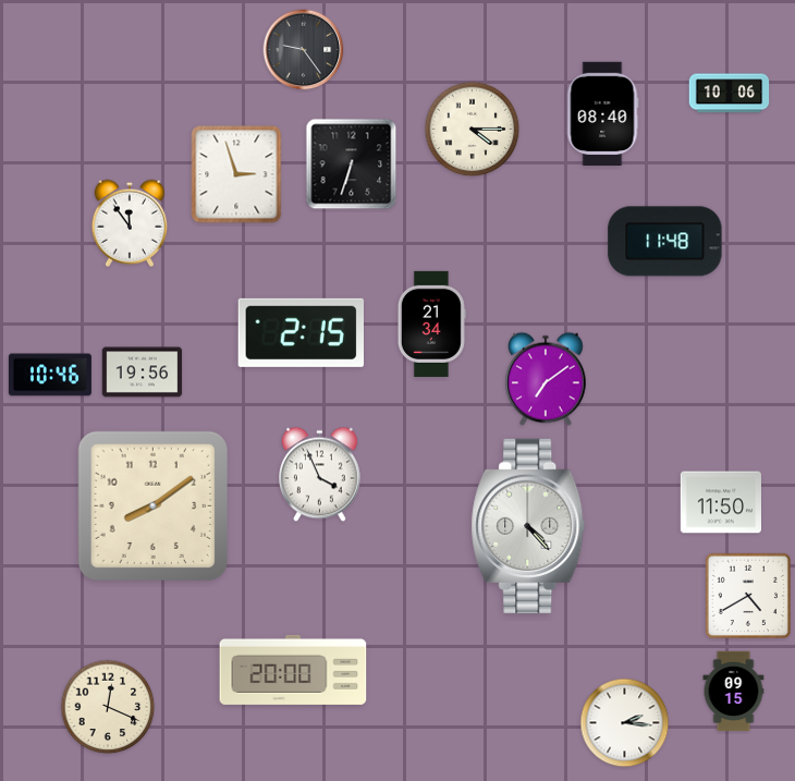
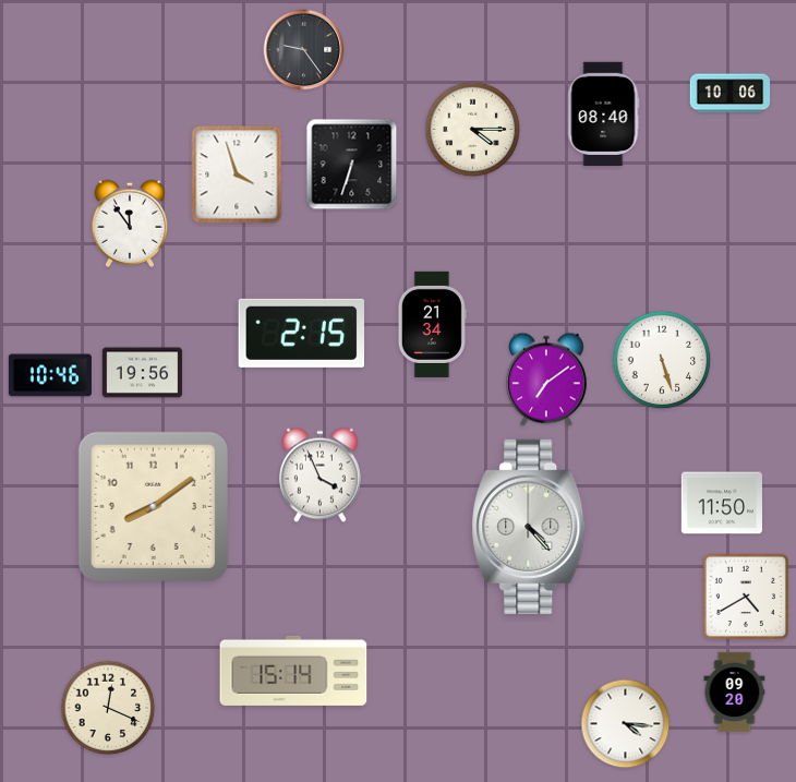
clock at (236, 174): 2:57 -> 3:57
clock at (665, 242): 11:48 -> none
clock at (662, 360): none -> 5:27
clock at (748, 596) position: (748, 596) -> (746, 597)
clock at (293, 670): 20:00 -> 15:14
clock at (734, 692): 09:15 -> 09:20
clock at (625, 723): 2:16 -> 4:16
